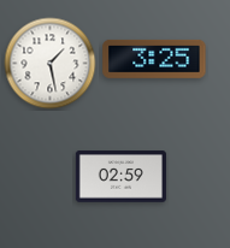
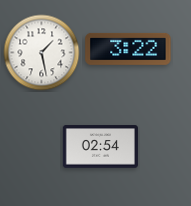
clock at (154, 59): 3:25 -> 3:22
clock at (120, 177): 02:59 -> 02:54
